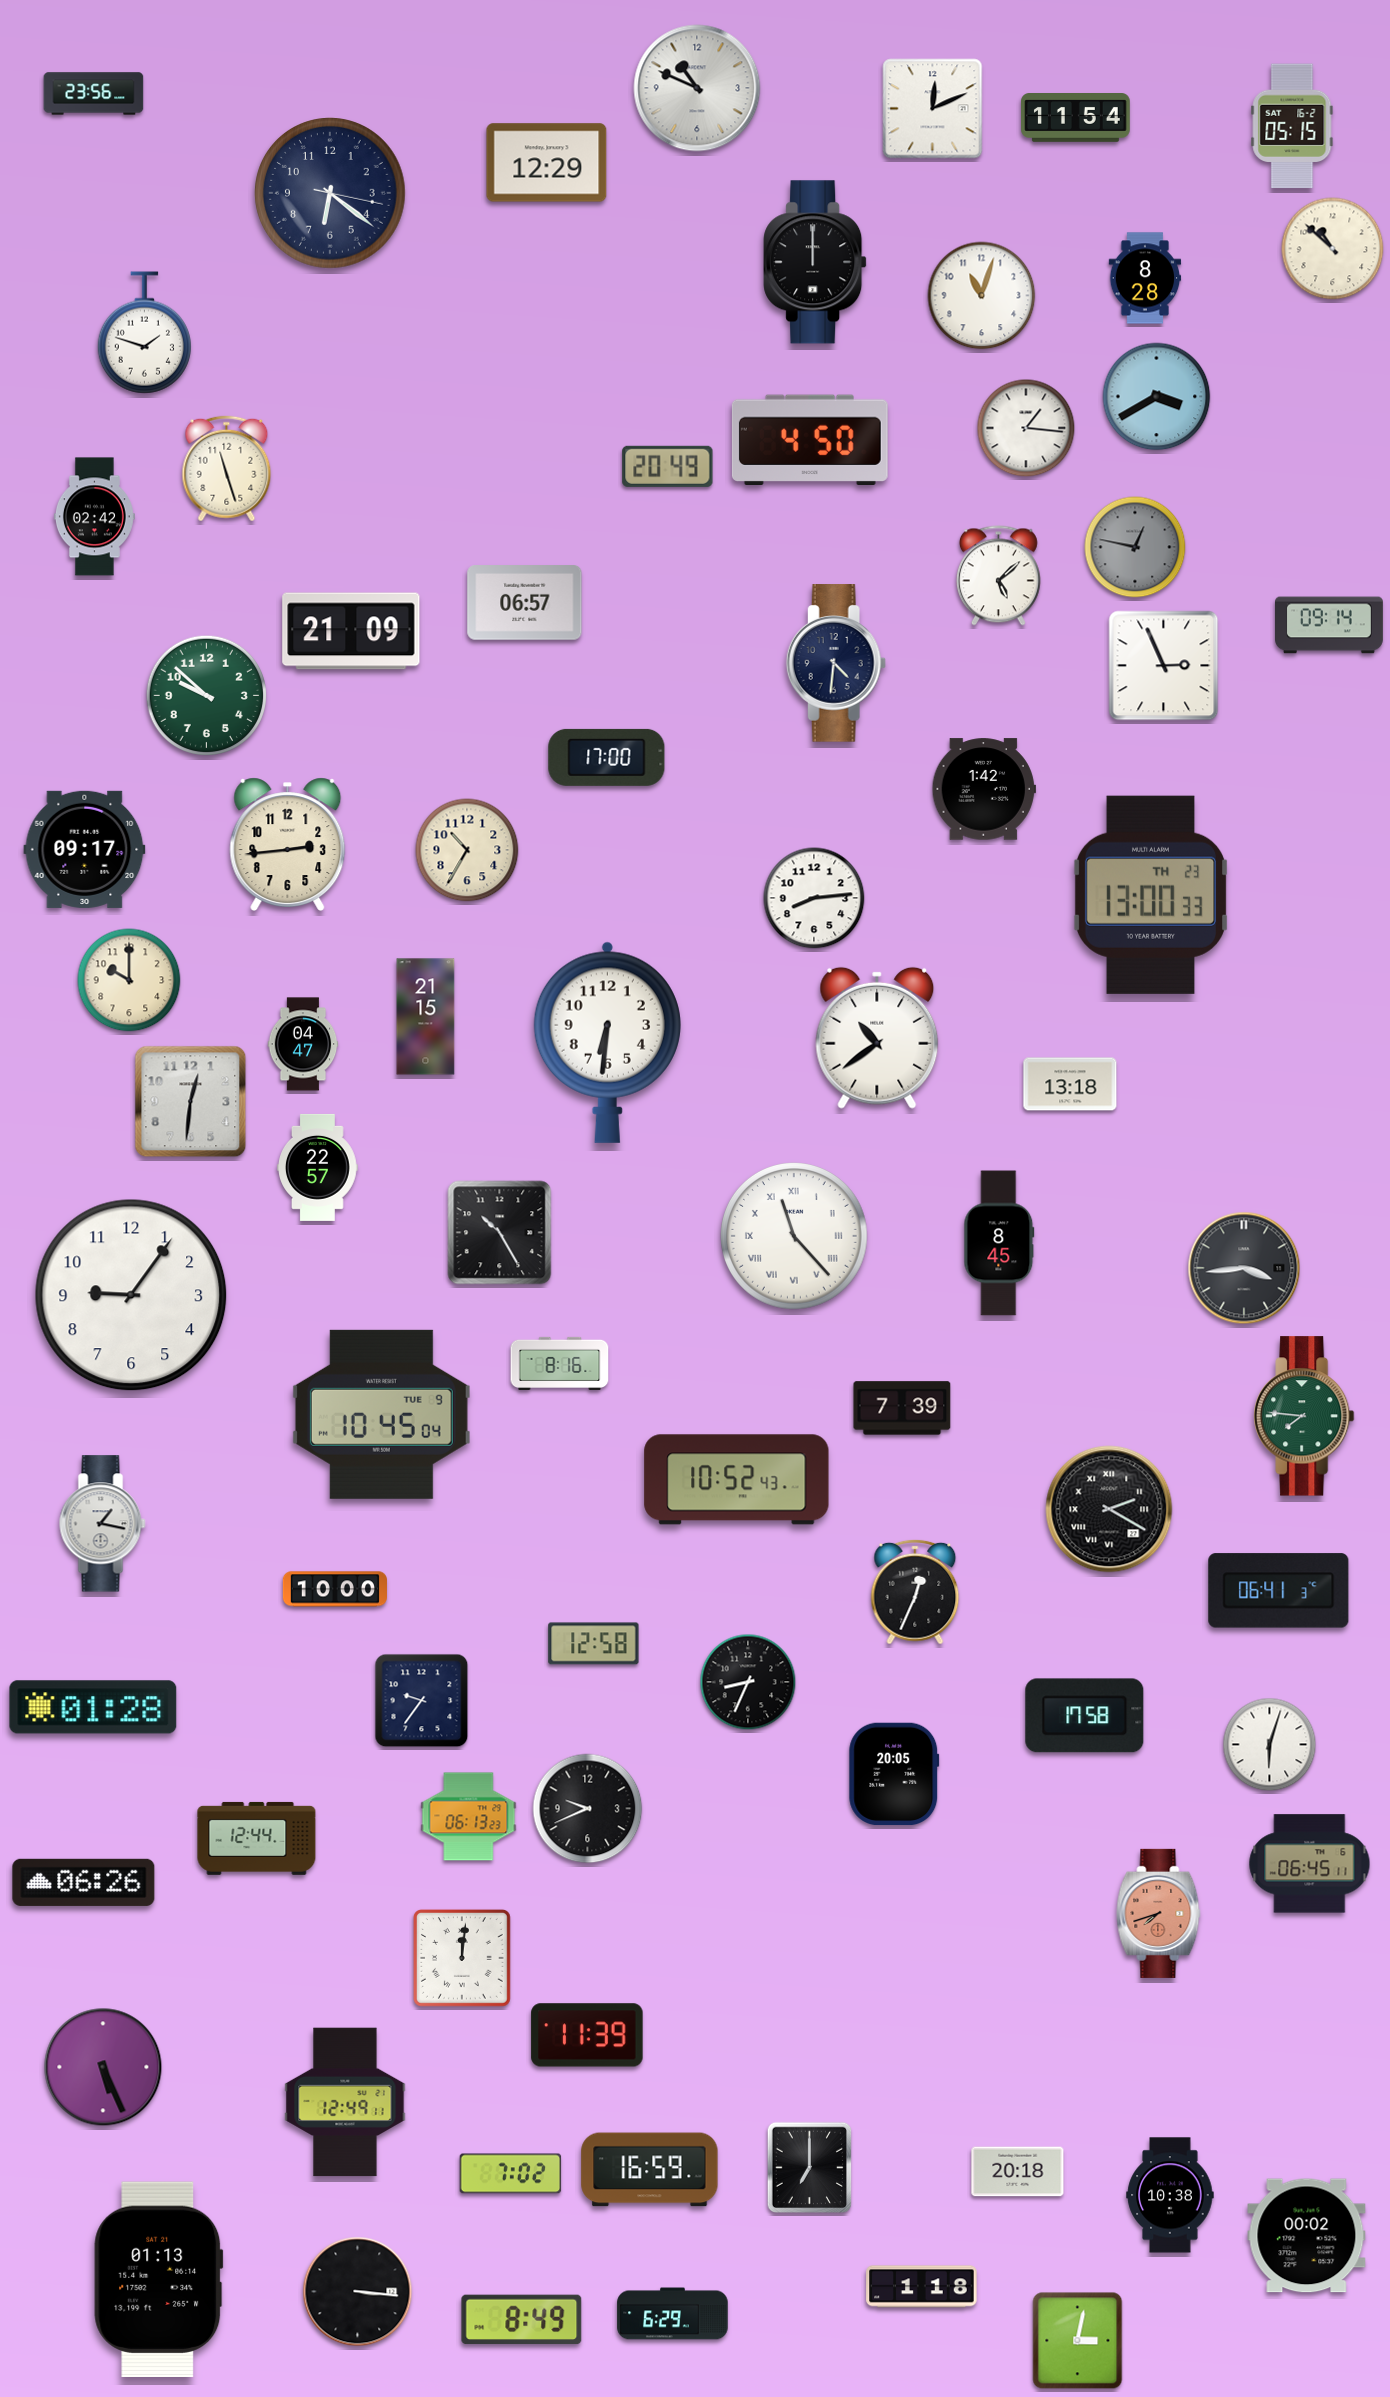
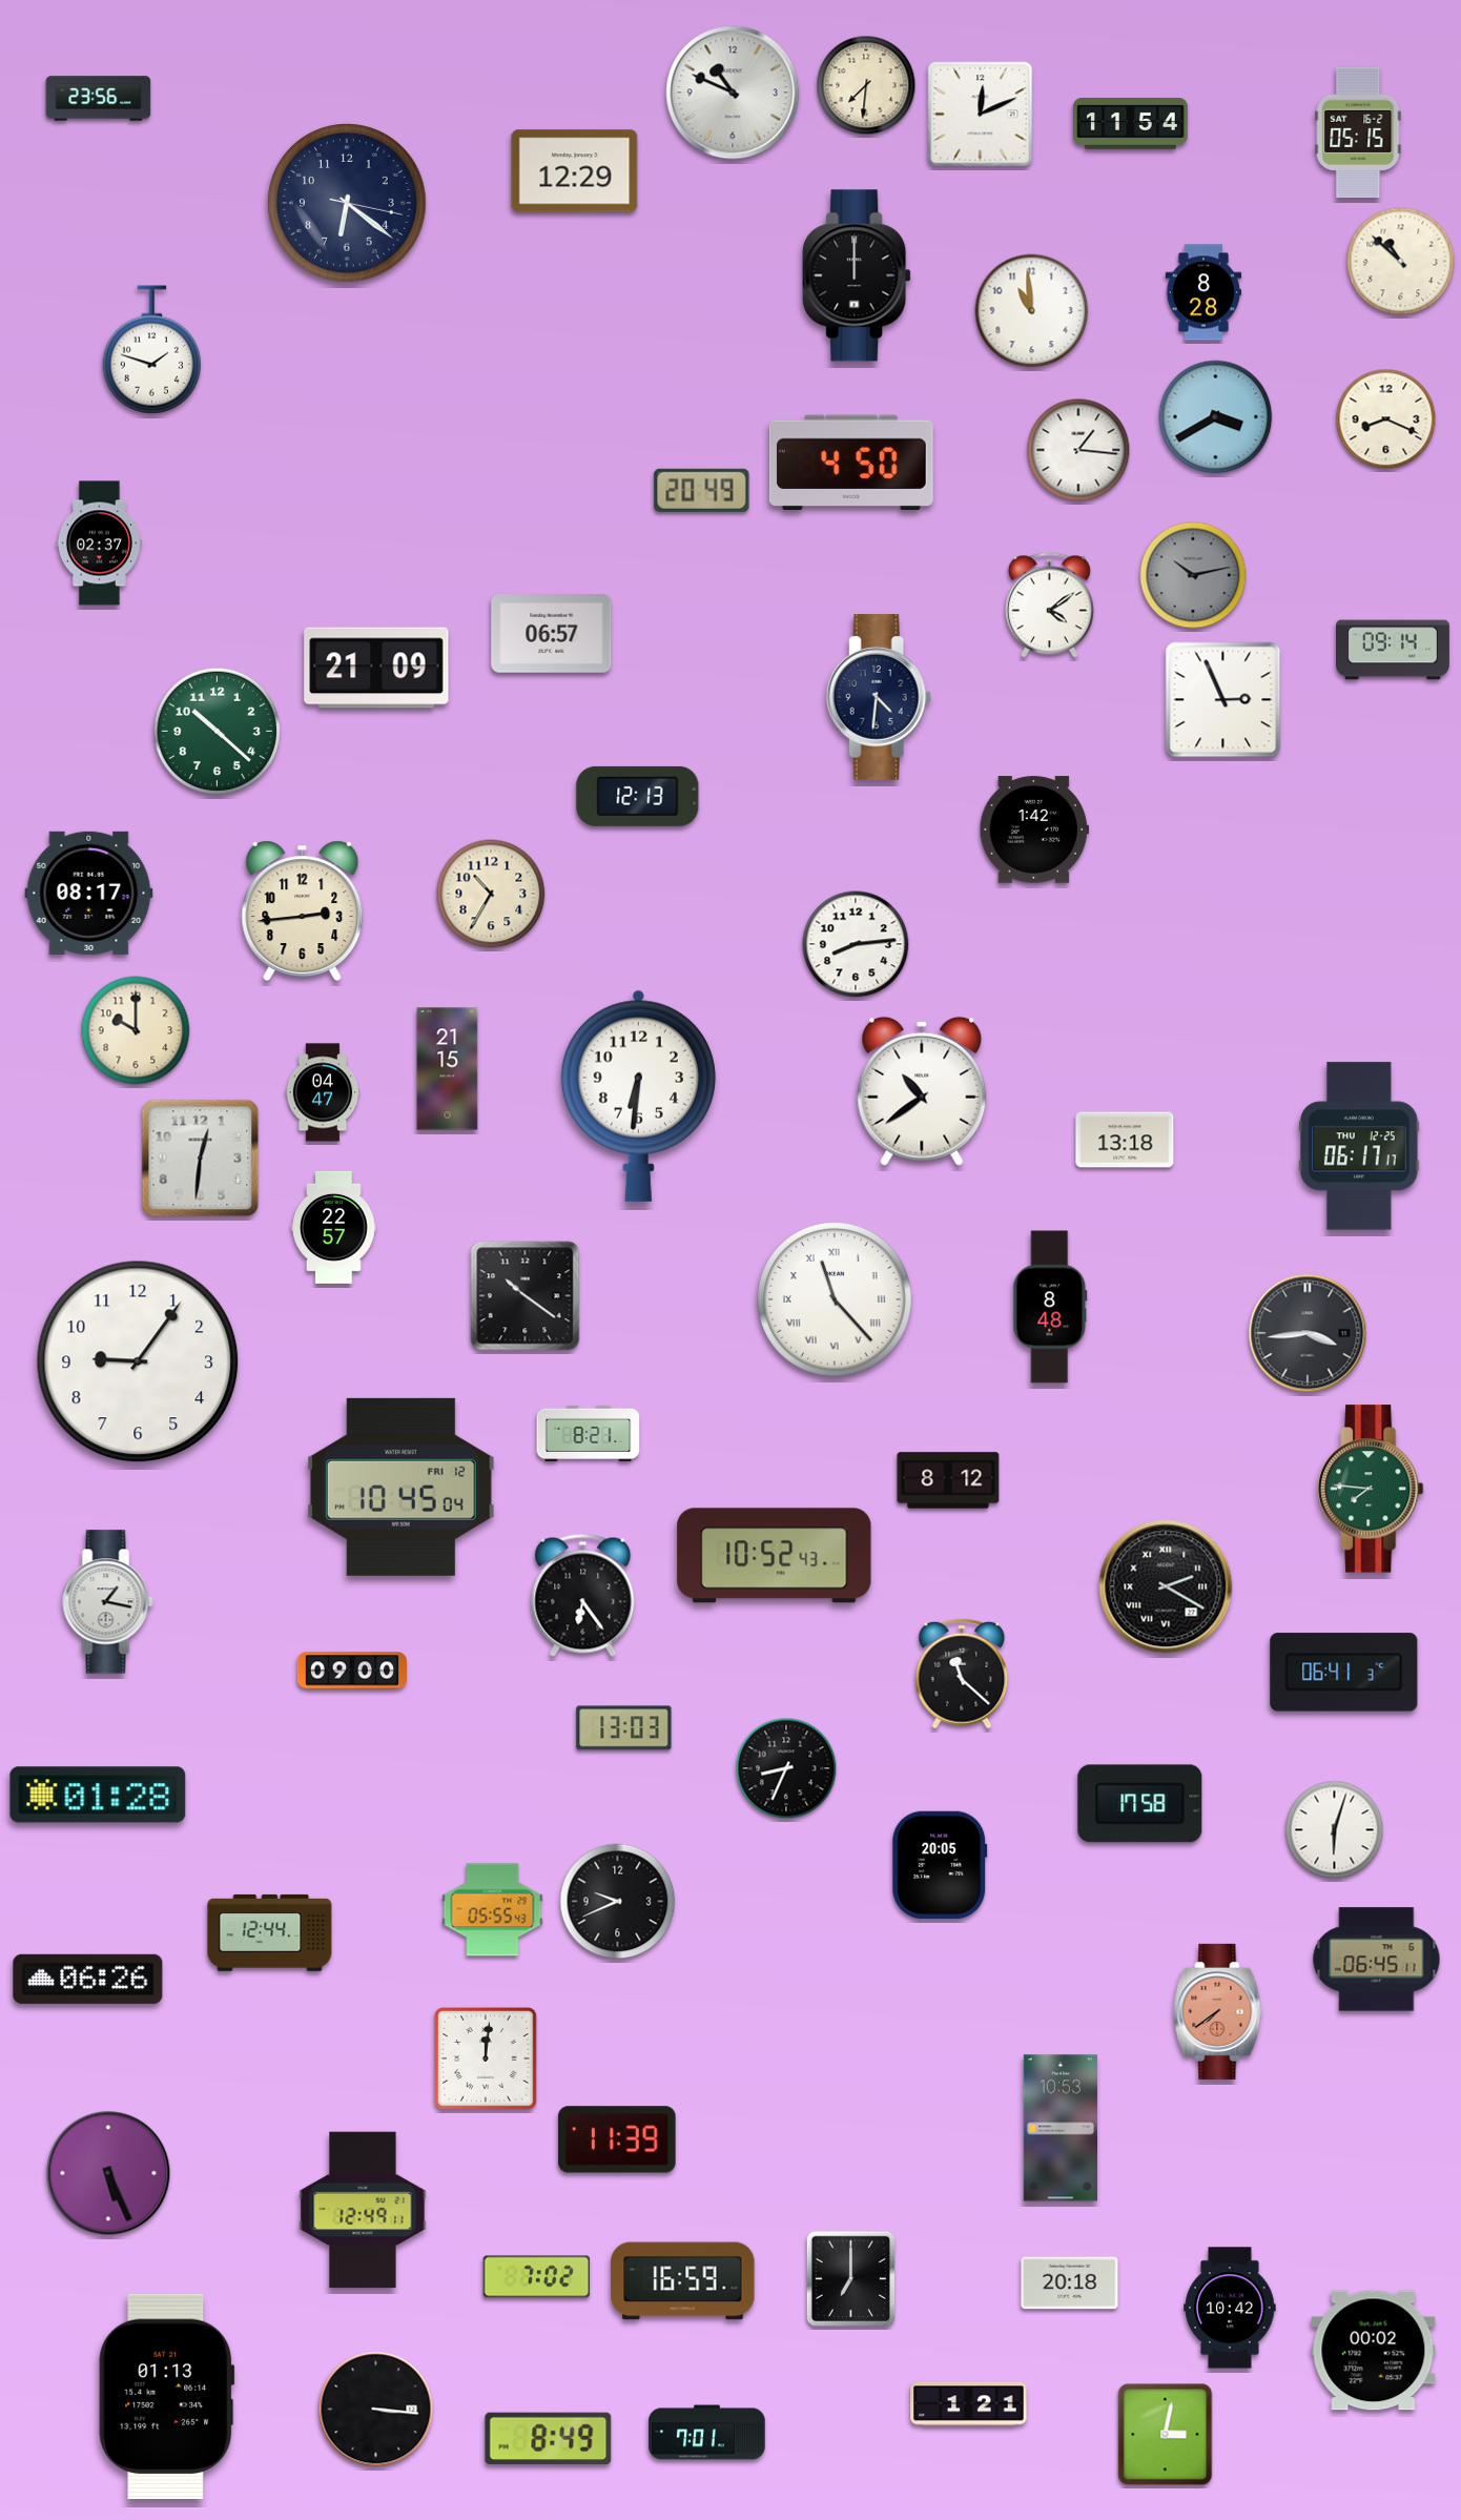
clock at (866, 85): none -> 7:31
clock at (982, 296): 11:03 -> 10:59
clock at (1386, 419): none -> 8:19
clock at (227, 469): 11:27 -> none
clock at (94, 517): 02:42 -> 02:37
clock at (1135, 547): 12:47 -> 10:13
clock at (998, 576): 5:08 -> 4:09
clock at (1330, 625) position: (1330, 625) -> (1394, 650)
clock at (351, 631) position: (351, 631) -> (376, 668)
clock at (206, 695): 9:52 -> 10:22
clock at (607, 757): 17:00 -> 12:13
clock at (288, 844) position: (288, 844) -> (303, 910)
clock at (85, 849): 09:17 -> 08:17
clock at (1151, 895): 13:00 -> none
clock at (303, 1044) position: (303, 1044) -> (323, 1092)
clock at (1359, 1146): none -> 06:17
clock at (500, 1233): 10:25 -> 10:21
clock at (999, 1243): 8:45 -> 8:48
clock at (560, 1363): 8:16 -> 8:21
clock at (902, 1408): 7:39 -> 8:12
clock at (381, 1414) date: TUE 9 -> FRI 12
clock at (583, 1595): none -> 6:24
clock at (334, 1589): 10:00 -> 09:00
clock at (915, 1592): 12:34 -> 11:22
clock at (594, 1644): 12:58 -> 13:03
clock at (422, 1701): 9:36 -> none
clock at (1270, 1745) position: (1270, 1745) -> (1335, 1830)
clock at (469, 1817): 06:13 -> 05:55
clock at (1159, 1913): 7:42 -> 7:39
clock at (1061, 2128): none -> 10:53
clock at (511, 2174) position: (511, 2174) -> (537, 2277)
clock at (1170, 2195): 10:38 -> 10:42
clock at (922, 2287): 1:18 -> 1:21
clock at (673, 2314): 6:29 -> 7:01
clock at (1078, 2341) position: (1078, 2341) -> (1166, 2435)
